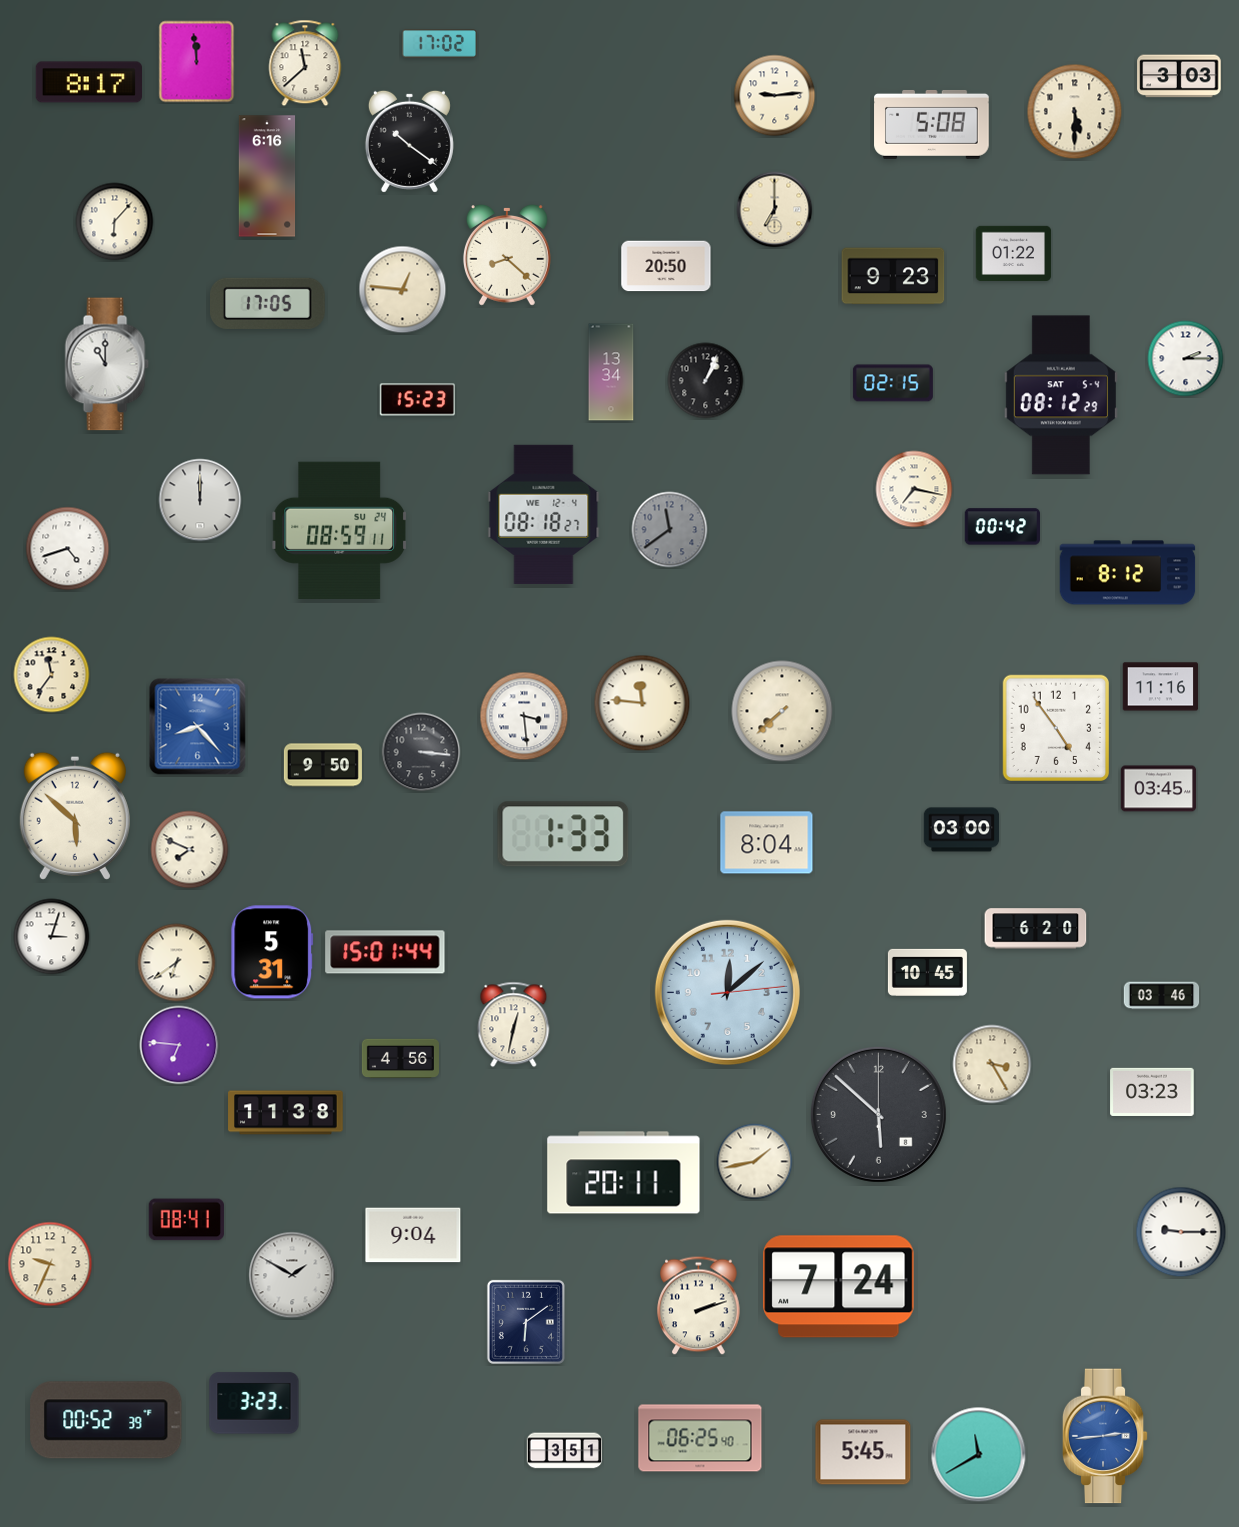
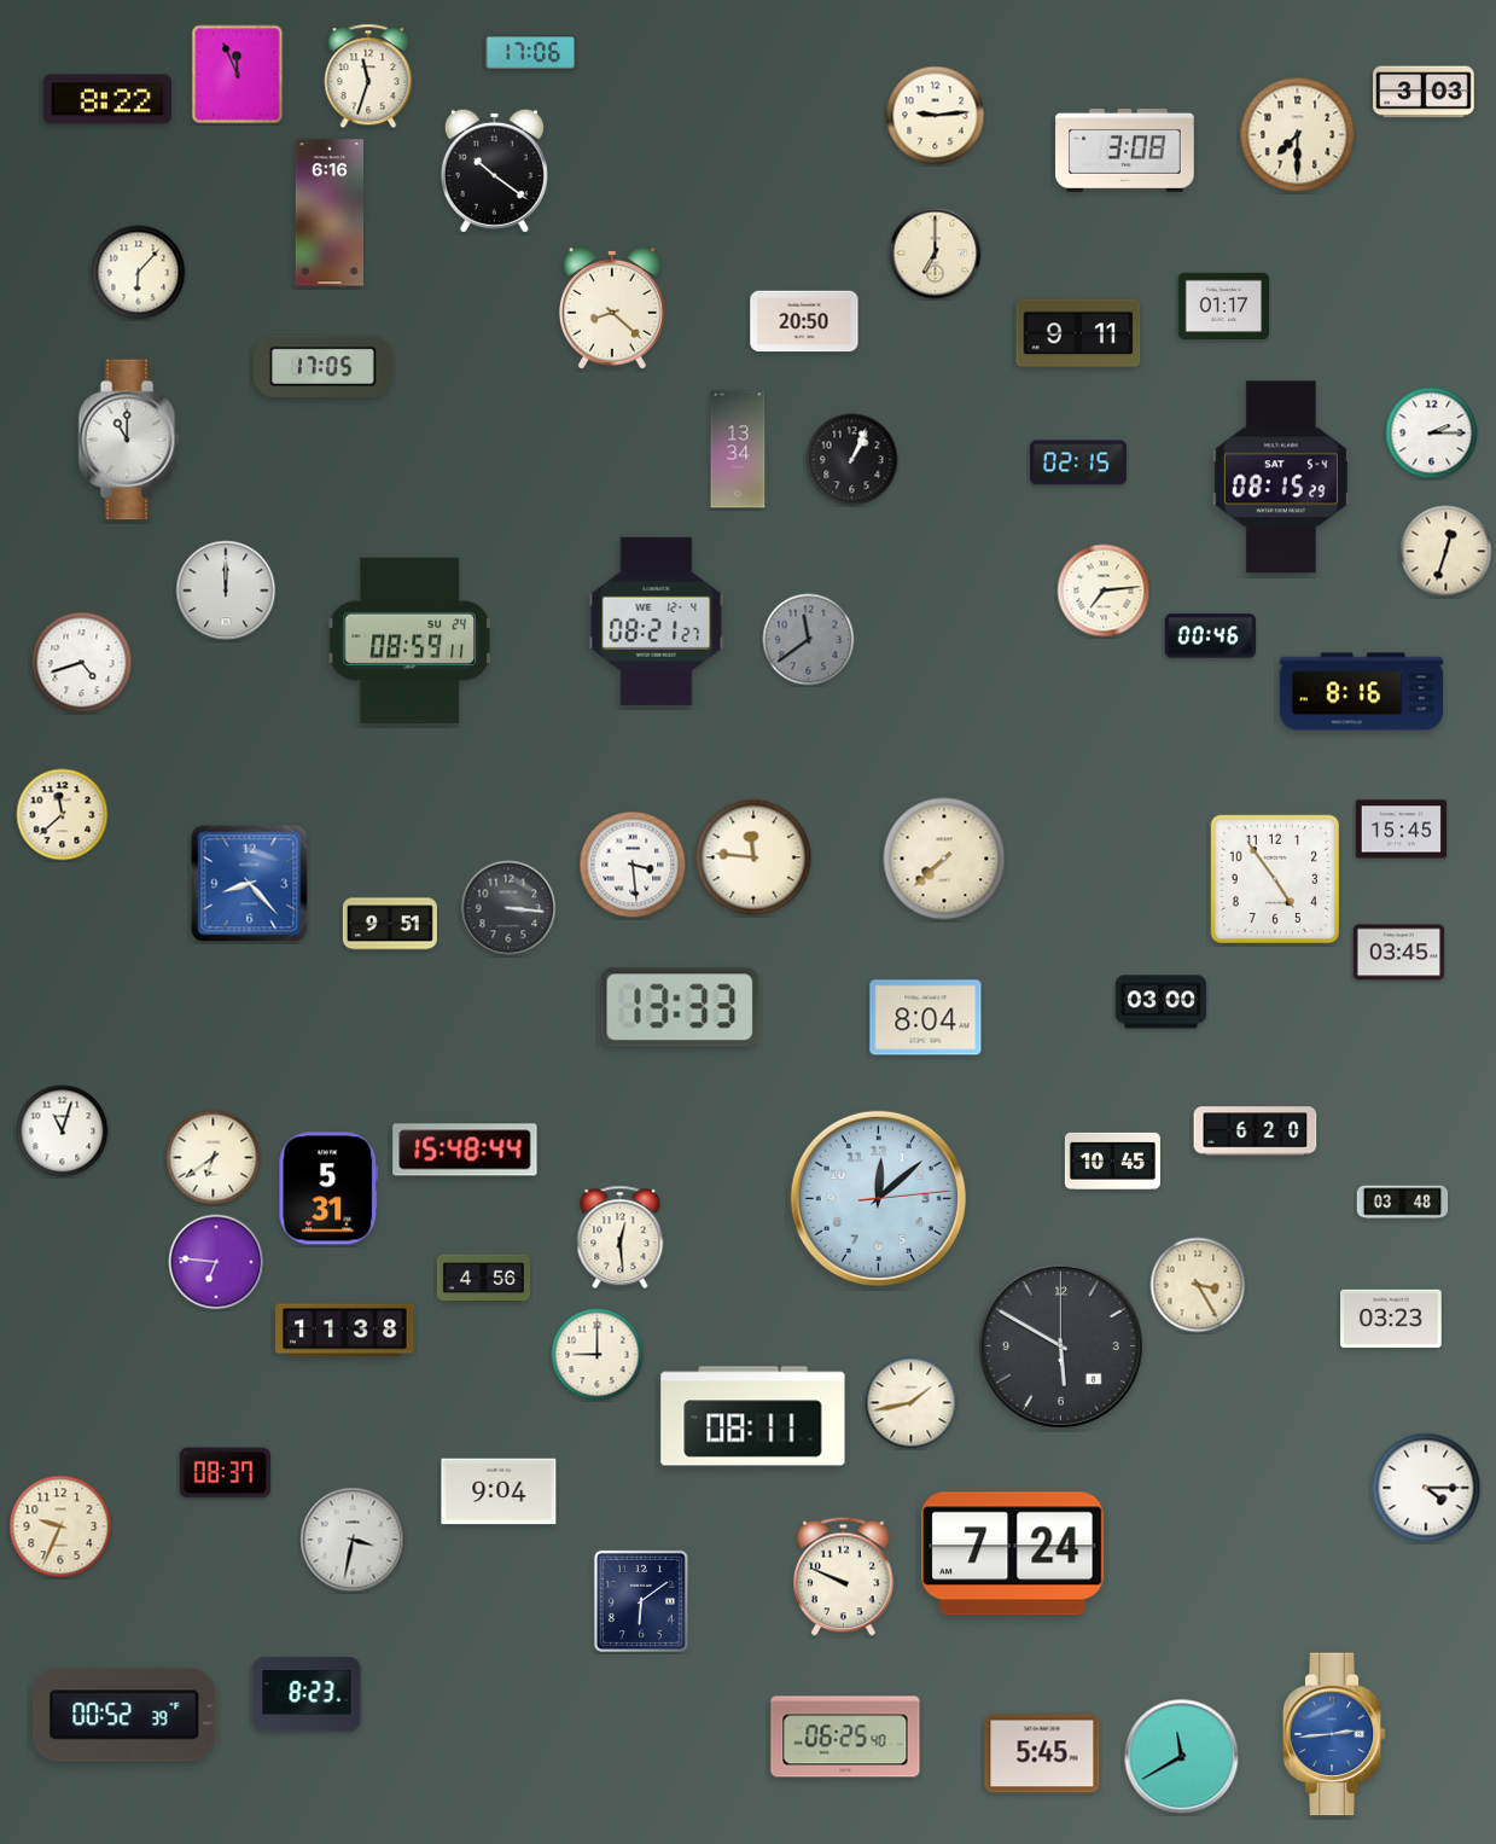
clock at (439, 44): 17:02 -> 17:06
clock at (197, 62): 11:59 -> 11:56
clock at (305, 63): 11:38 -> 11:33
clock at (88, 82): 8:17 -> 8:22
clock at (1075, 112): 5:30 -> 7:30
clock at (932, 124): 5:08 -> 3:08
clock at (267, 176) position: (267, 176) -> (330, 213)
clock at (115, 222) position: (115, 222) -> (139, 273)
clock at (1014, 253): 01:22 -> 01:17
clock at (893, 276): 9:23 -> 9:11
clock at (403, 290): 12:46 -> none
clock at (1061, 395): 08:12 -> 08:15
clock at (417, 400): 15:23 -> none
clock at (1446, 552): none -> 12:33
clock at (914, 489): 7:17 -> 7:14
clock at (200, 500) position: (200, 500) -> (226, 591)
clock at (544, 514): 08:18 -> 08:21
clock at (1002, 527): 00:42 -> 00:46
clock at (1128, 573): 8:12 -> 8:16
clock at (52, 675): 11:36 -> 11:38
clock at (1161, 687): 11:16 -> 15:45
clock at (642, 703) position: (642, 703) -> (753, 857)
clock at (198, 727) position: (198, 727) -> (250, 884)
clock at (323, 765): 9:50 -> 9:51
clock at (75, 816): 5:52 -> none
clock at (563, 834): 1:33 -> 13:33
clock at (190, 850): 7:49 -> none
clock at (1036, 929) position: (1036, 929) -> (1256, 1132)
clock at (52, 937): 3:03 -> 11:03
clock at (272, 952) position: (272, 952) -> (328, 1188)
clock at (385, 952): 15:01 -> 15:48
clock at (177, 963) position: (177, 963) -> (214, 1158)
clock at (927, 972) position: (927, 972) -> (1112, 1161)
clock at (1162, 996): 03:46 -> 03:48
clock at (514, 1025): 12:32 -> 12:29
clock at (286, 1113) position: (286, 1113) -> (345, 1331)
clock at (878, 1114): 5:52 -> 5:50
clock at (598, 1355): none -> 9:00
clock at (624, 1173): 20:11 -> 08:11
clock at (186, 1220): 08:41 -> 08:37
clock at (1181, 1232): 9:15 -> 4:15
clock at (292, 1275): 1:50 -> 3:32
clock at (699, 1306): 2:12 -> 9:49
clock at (526, 1322) position: (526, 1322) -> (641, 1601)
clock at (254, 1403): 3:23 -> 8:23
clock at (106, 1420) position: (106, 1420) -> (124, 1715)
clock at (565, 1451): 3:51 -> none
